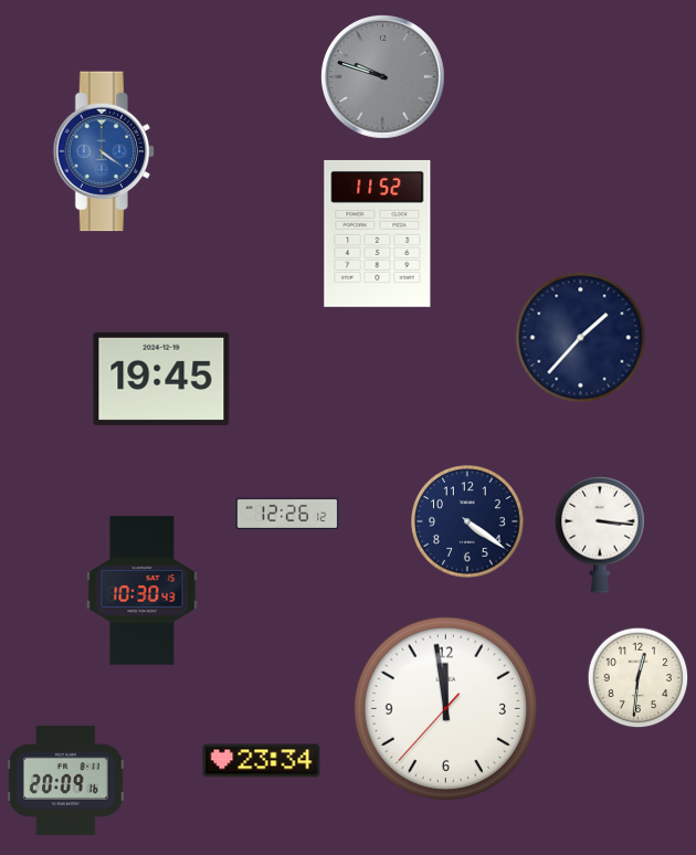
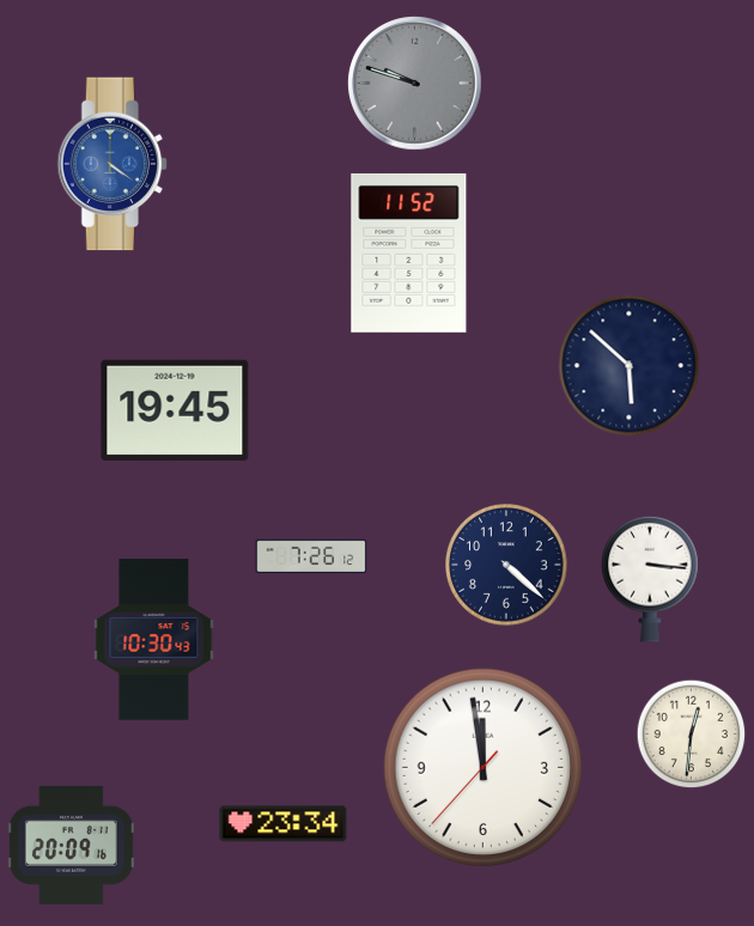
clock at (581, 338): 1:37 -> 5:52
clock at (287, 514): 12:26 -> 7:26
clock at (467, 521): 4:21 -> 4:22
